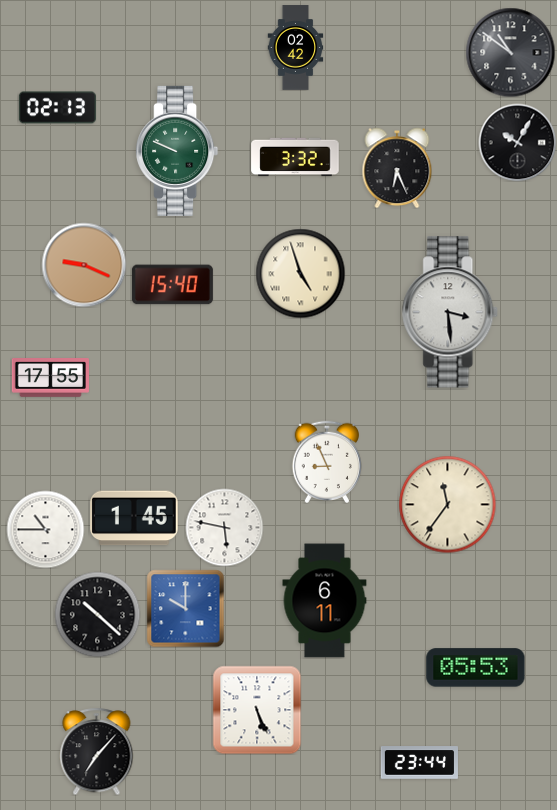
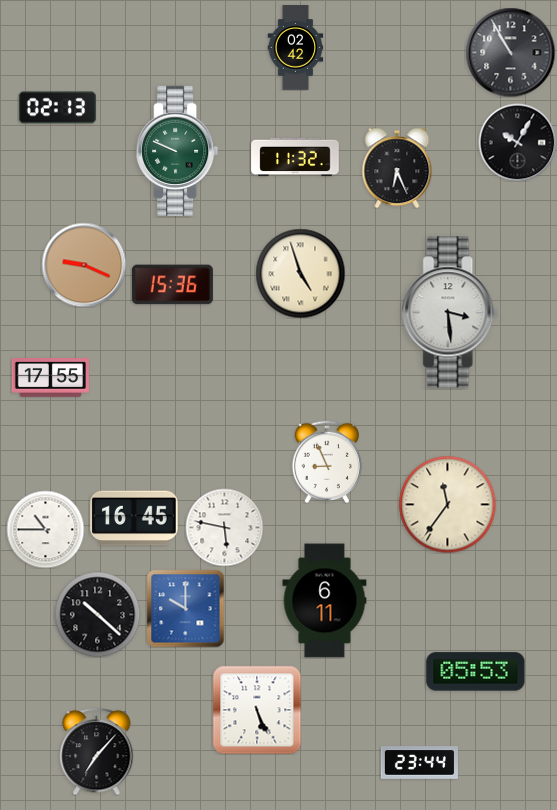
clock at (510, 52): 10:51 -> 10:55
clock at (295, 157): 3:32 -> 11:32
clock at (172, 285): 15:40 -> 15:36
clock at (134, 518): 1:45 -> 16:45
clock at (476, 668) position: (476, 668) -> (476, 672)
